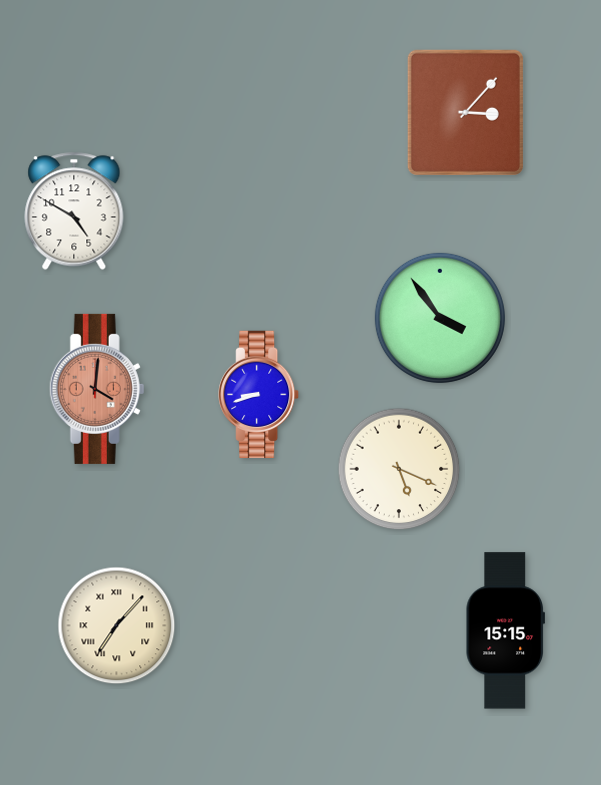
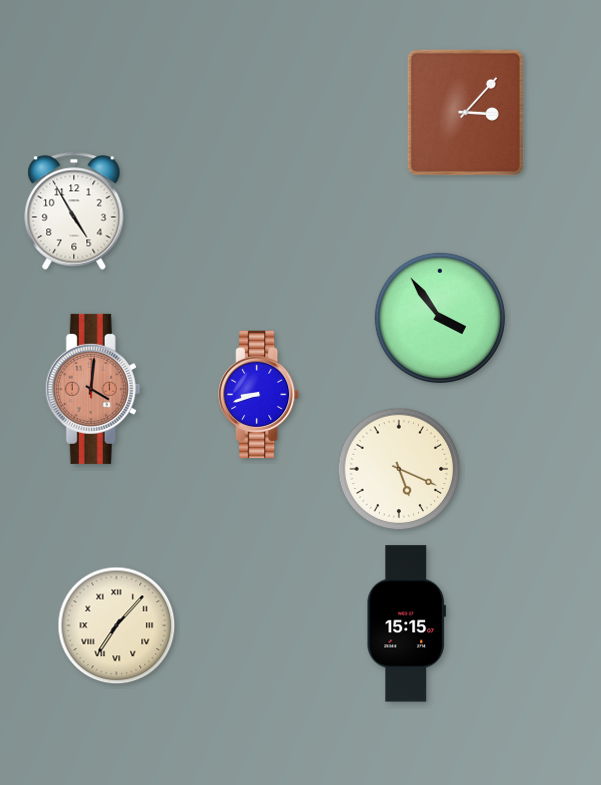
clock at (74, 211): 4:50 -> 4:55
clock at (97, 389) position: (97, 389) -> (93, 389)
clock at (505, 631) position: (505, 631) -> (406, 624)
